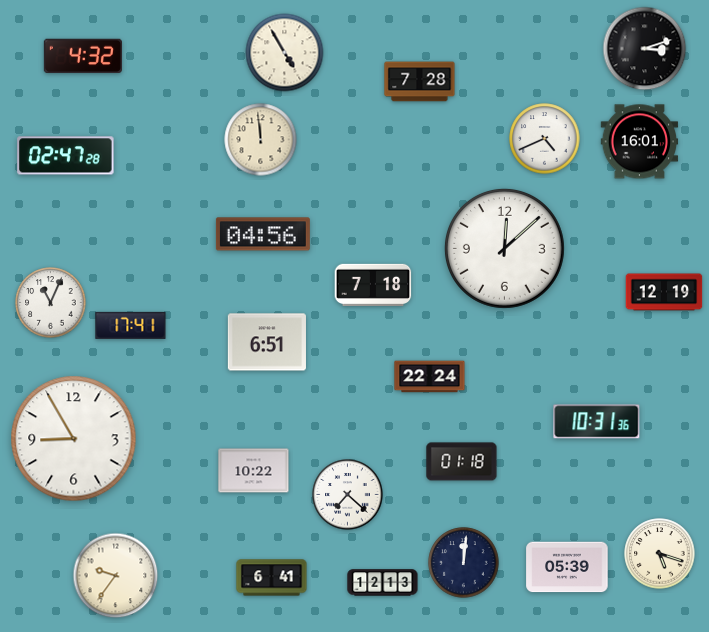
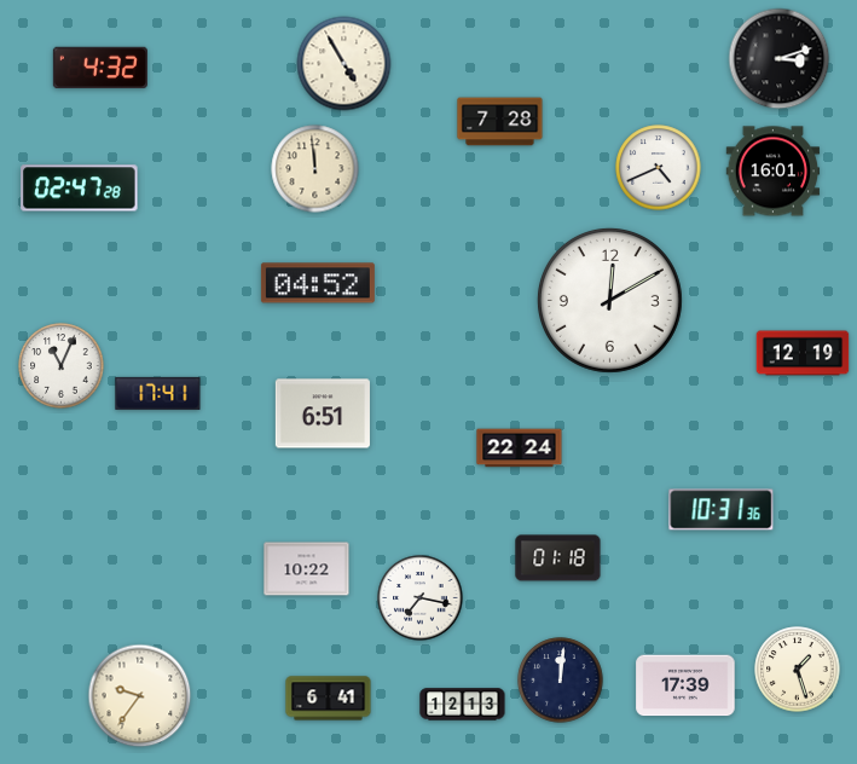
clock at (420, 82) position: (420, 82) -> (500, 122)
clock at (263, 234): 04:56 -> 04:52
clock at (504, 248): 12:08 -> 12:10
clock at (373, 285): 7:18 -> none
clock at (430, 377) position: (430, 377) -> (520, 448)
clock at (74, 439): 8:55 -> none
clock at (348, 495): 7:22 -> 7:17
clock at (660, 554): 5:18 -> 1:27
clock at (567, 567): 05:39 -> 17:39
